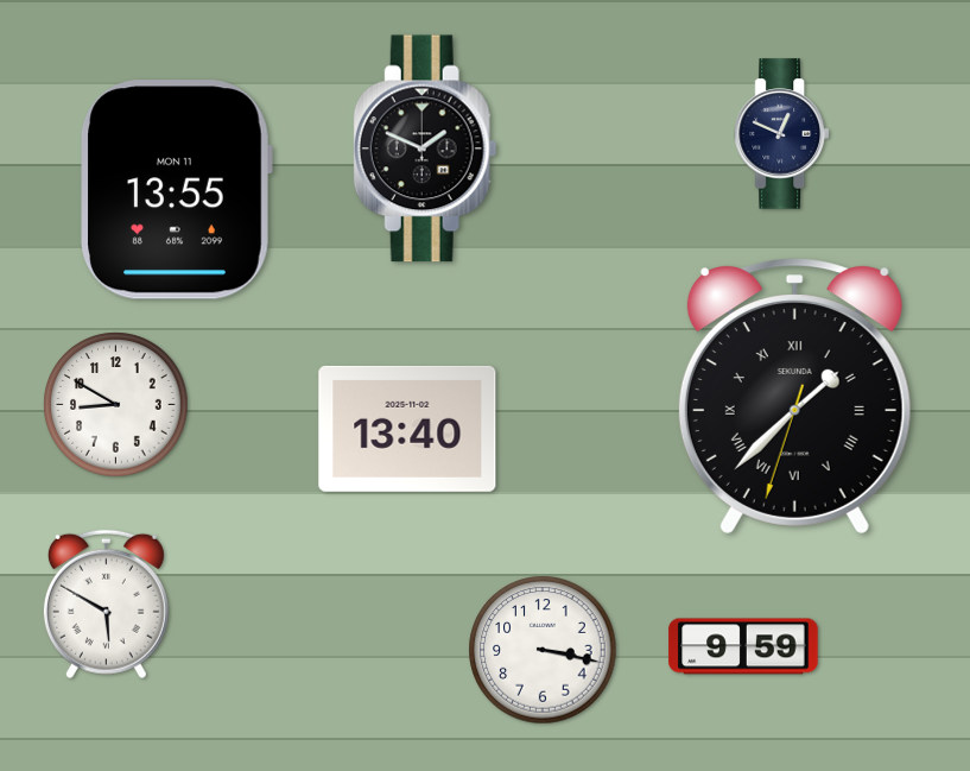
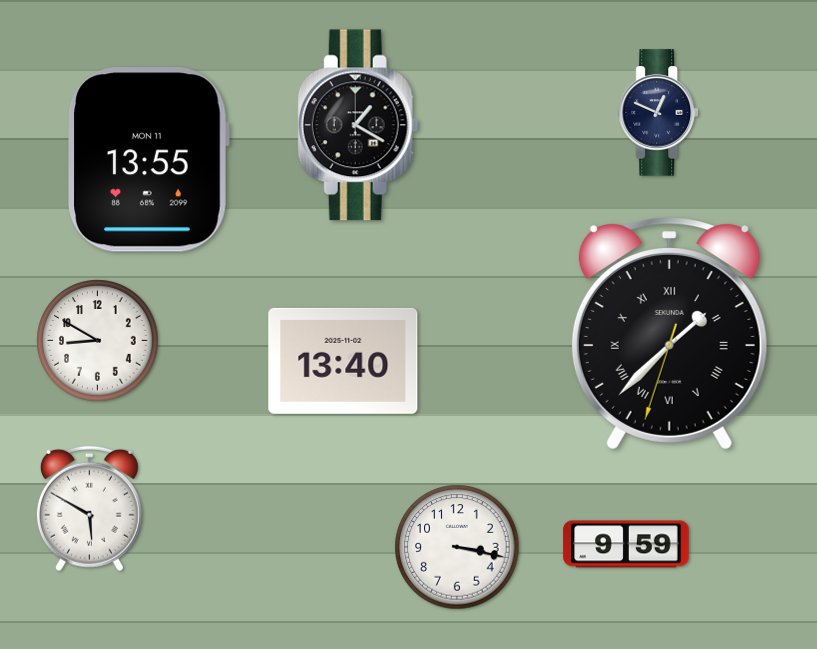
clock at (425, 148): 1:49 -> 1:20
